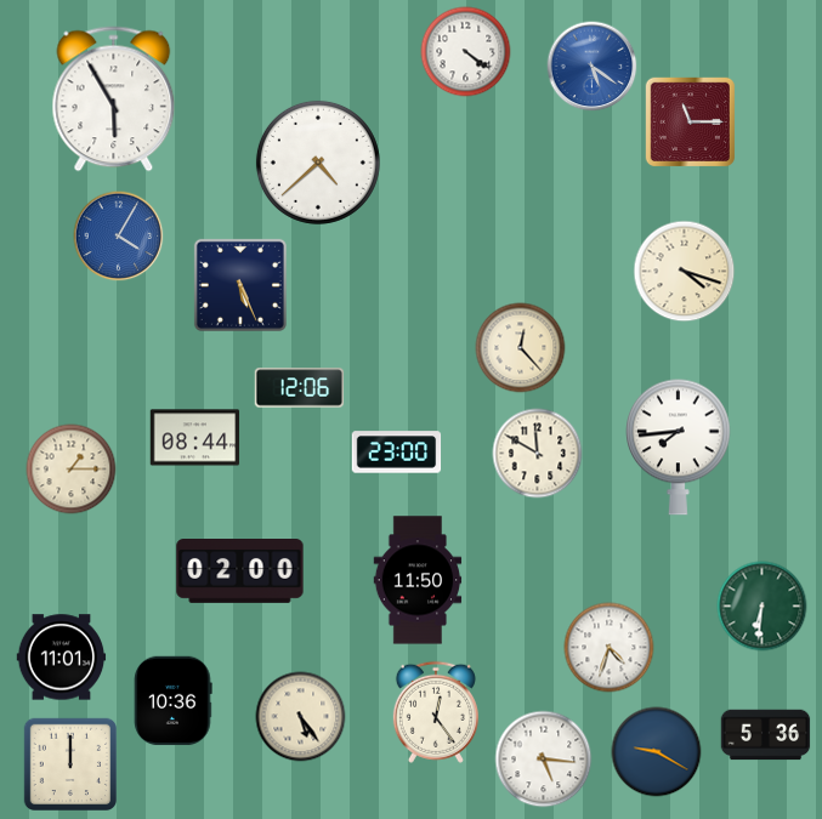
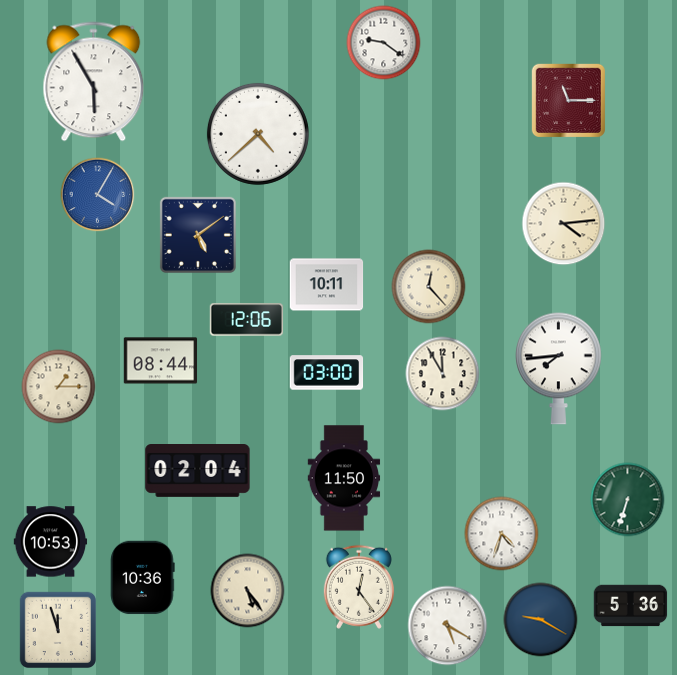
clock at (466, 52): 4:21 -> 9:21
clock at (593, 67): 5:21 -> none
clock at (318, 163) position: (318, 163) -> (258, 134)
clock at (685, 272): 4:18 -> 4:14
clock at (240, 285): 5:26 -> 5:09
clock at (327, 285): none -> 10:11
clock at (397, 453): 23:00 -> 03:00
clock at (538, 454): 11:50 -> 11:55
clock at (240, 571): 02:00 -> 02:04
clock at (763, 607): 6:31 -> 6:33
clock at (62, 658): 11:01 -> 10:53
clock at (544, 760): 5:16 -> 5:20
clock at (70, 764): 12:00 -> 11:57
